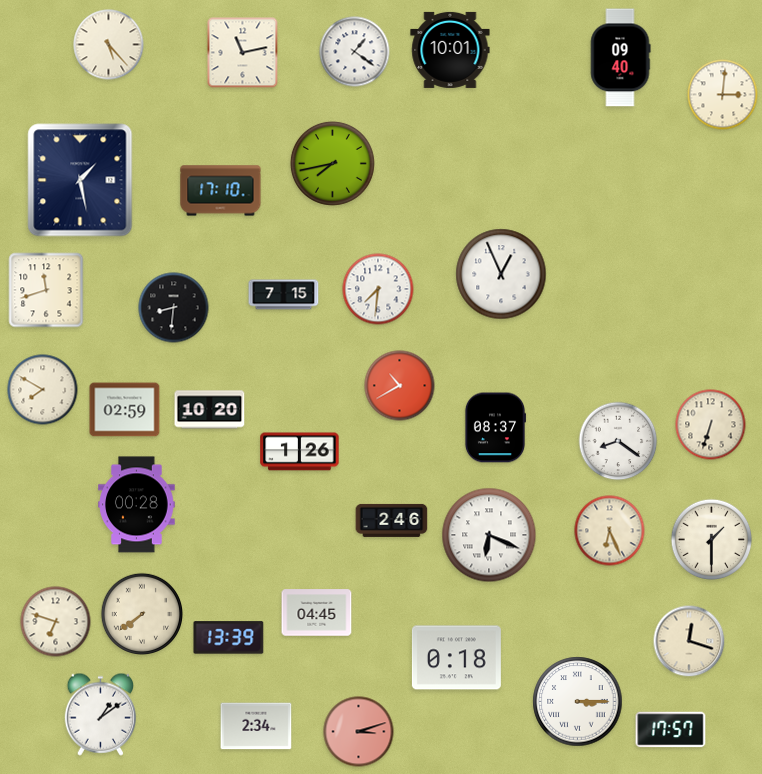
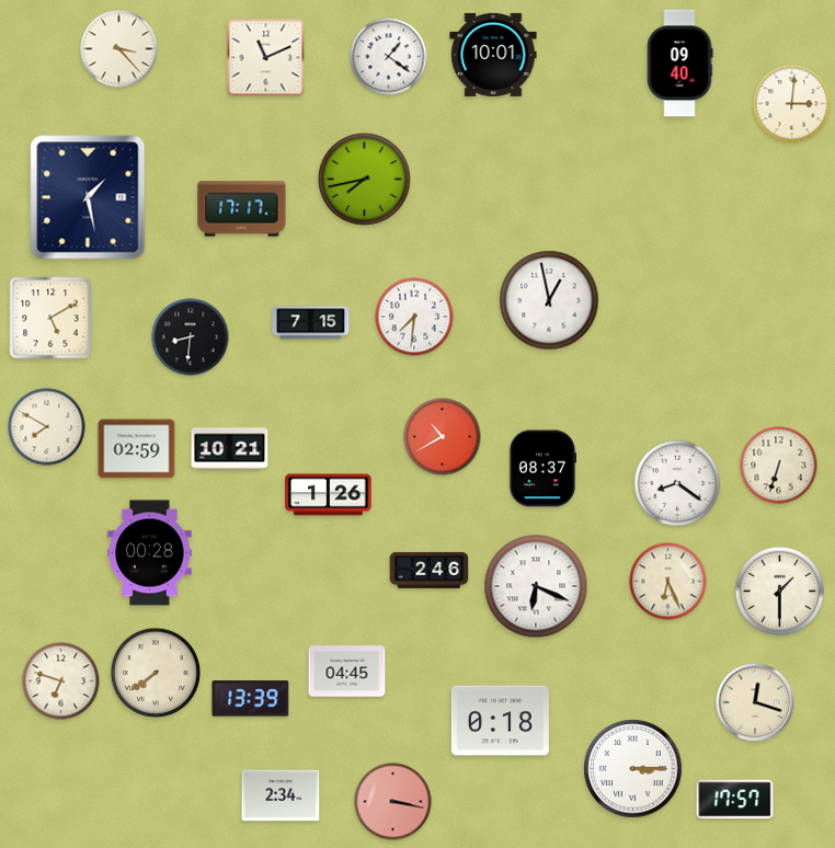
clock at (109, 45): 5:23 -> 3:23
clock at (243, 53): 11:13 -> 11:11
clock at (221, 191): 17:10 -> 17:17
clock at (501, 274): 12:56 -> 12:58
clock at (46, 290): 11:42 -> 5:10
clock at (400, 386) position: (400, 386) -> (443, 437)
clock at (210, 410): 10:20 -> 10:21
clock at (101, 714): 1:09 -> none
clock at (359, 732): 3:12 -> 3:17
